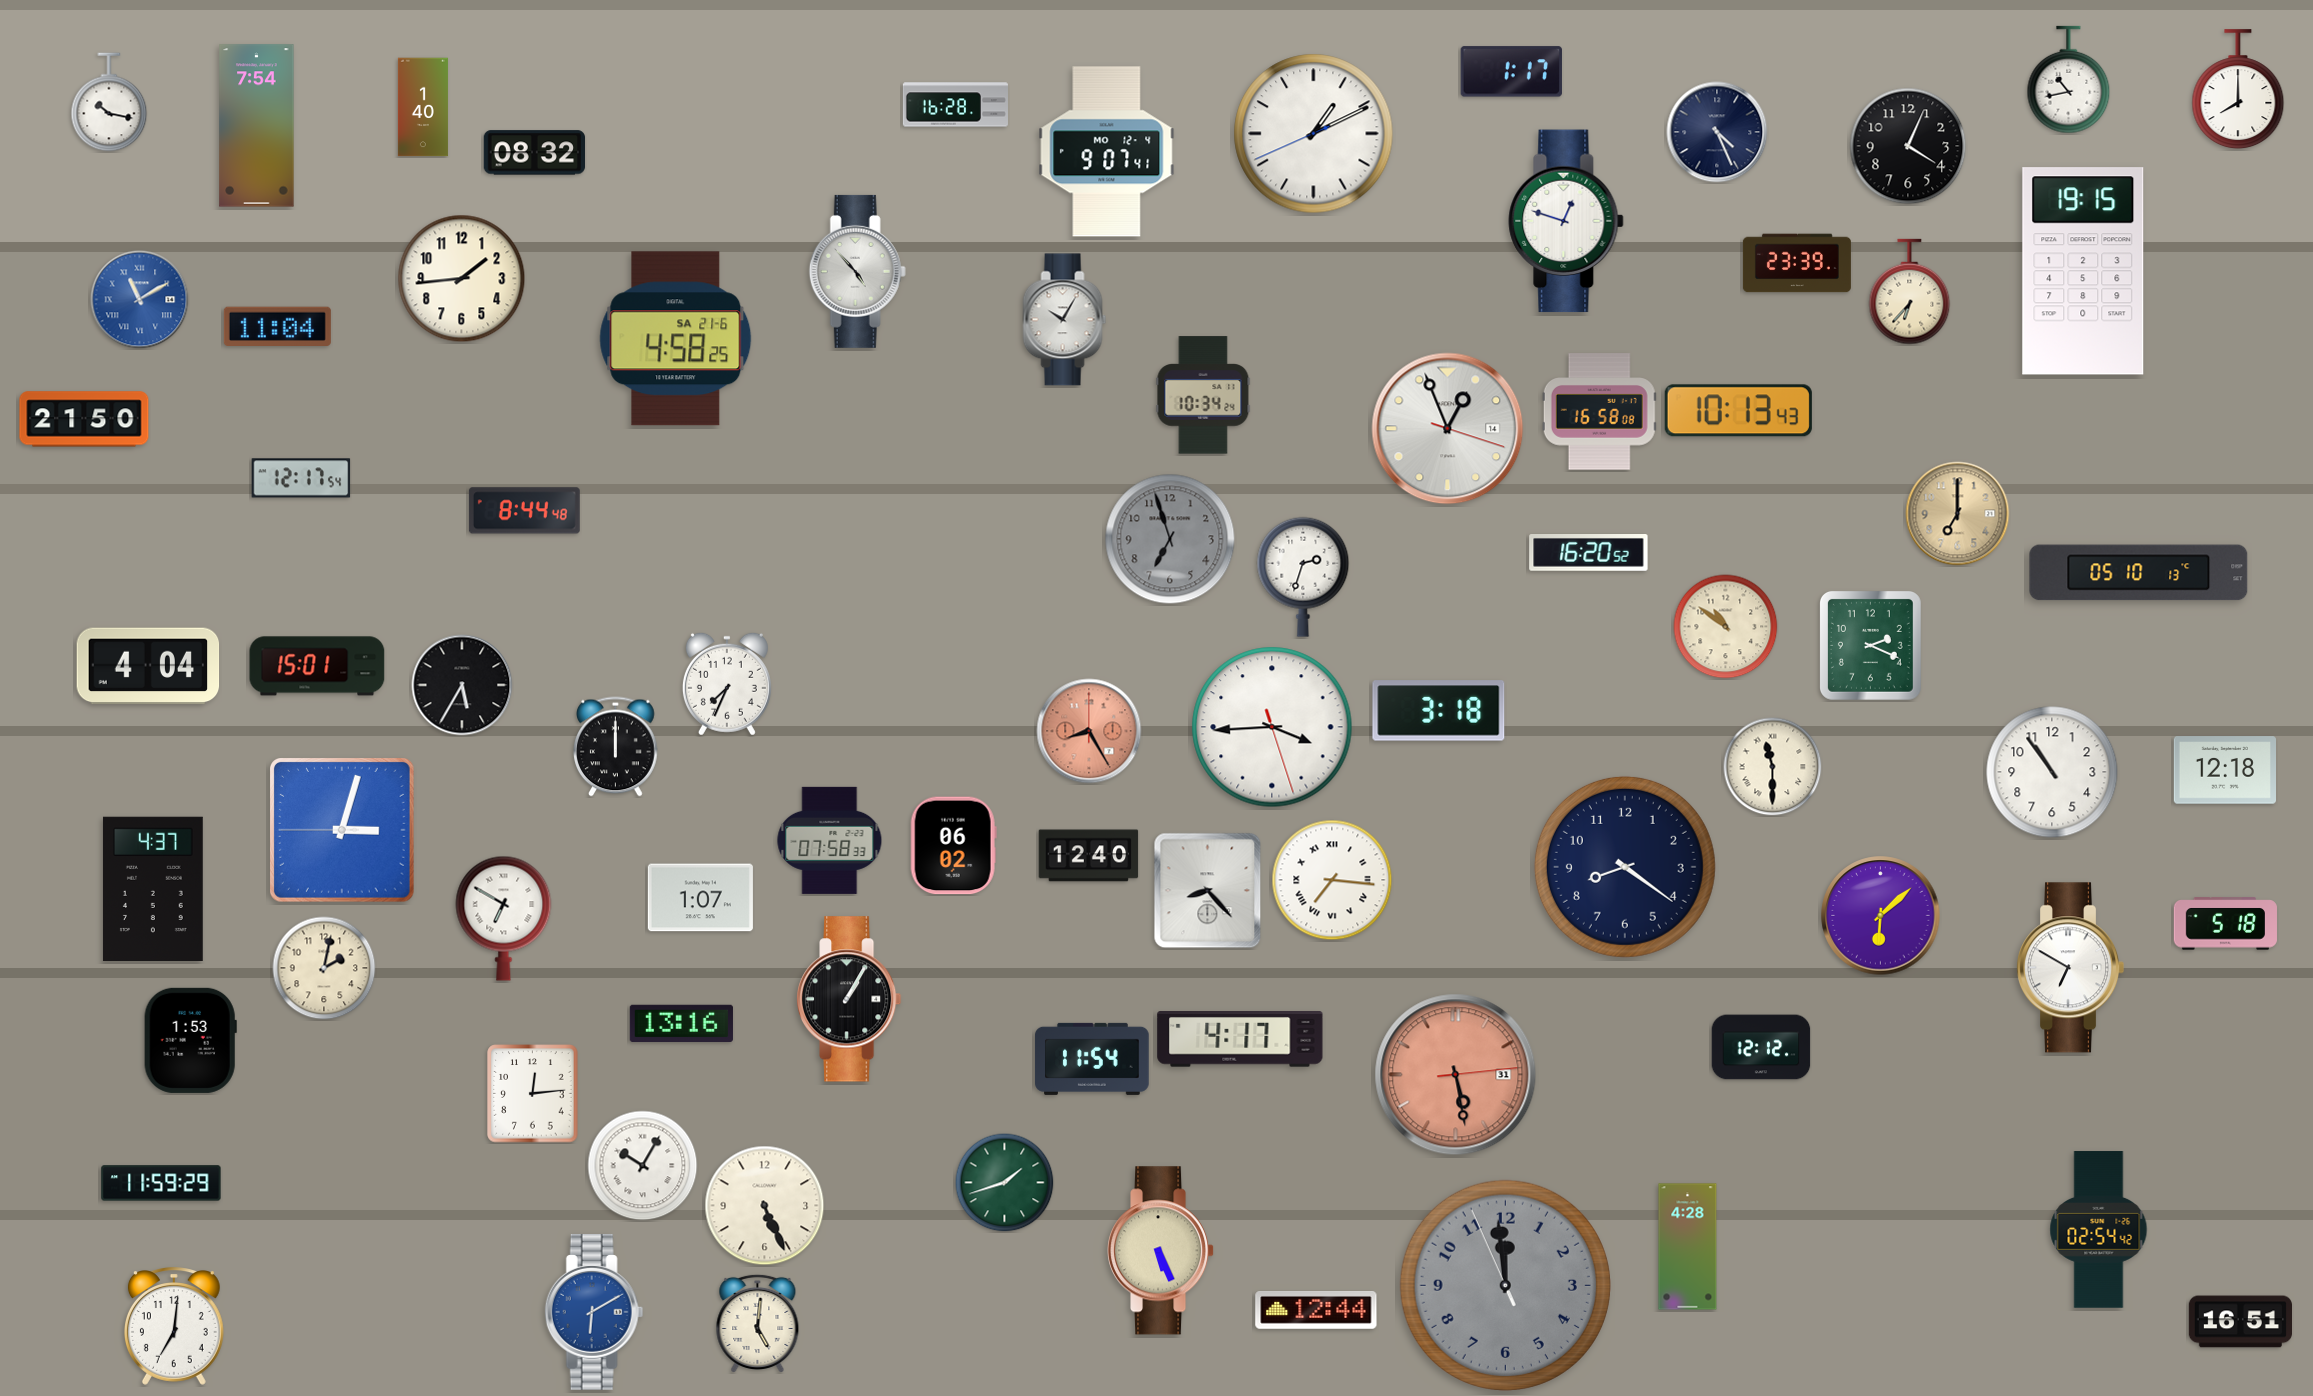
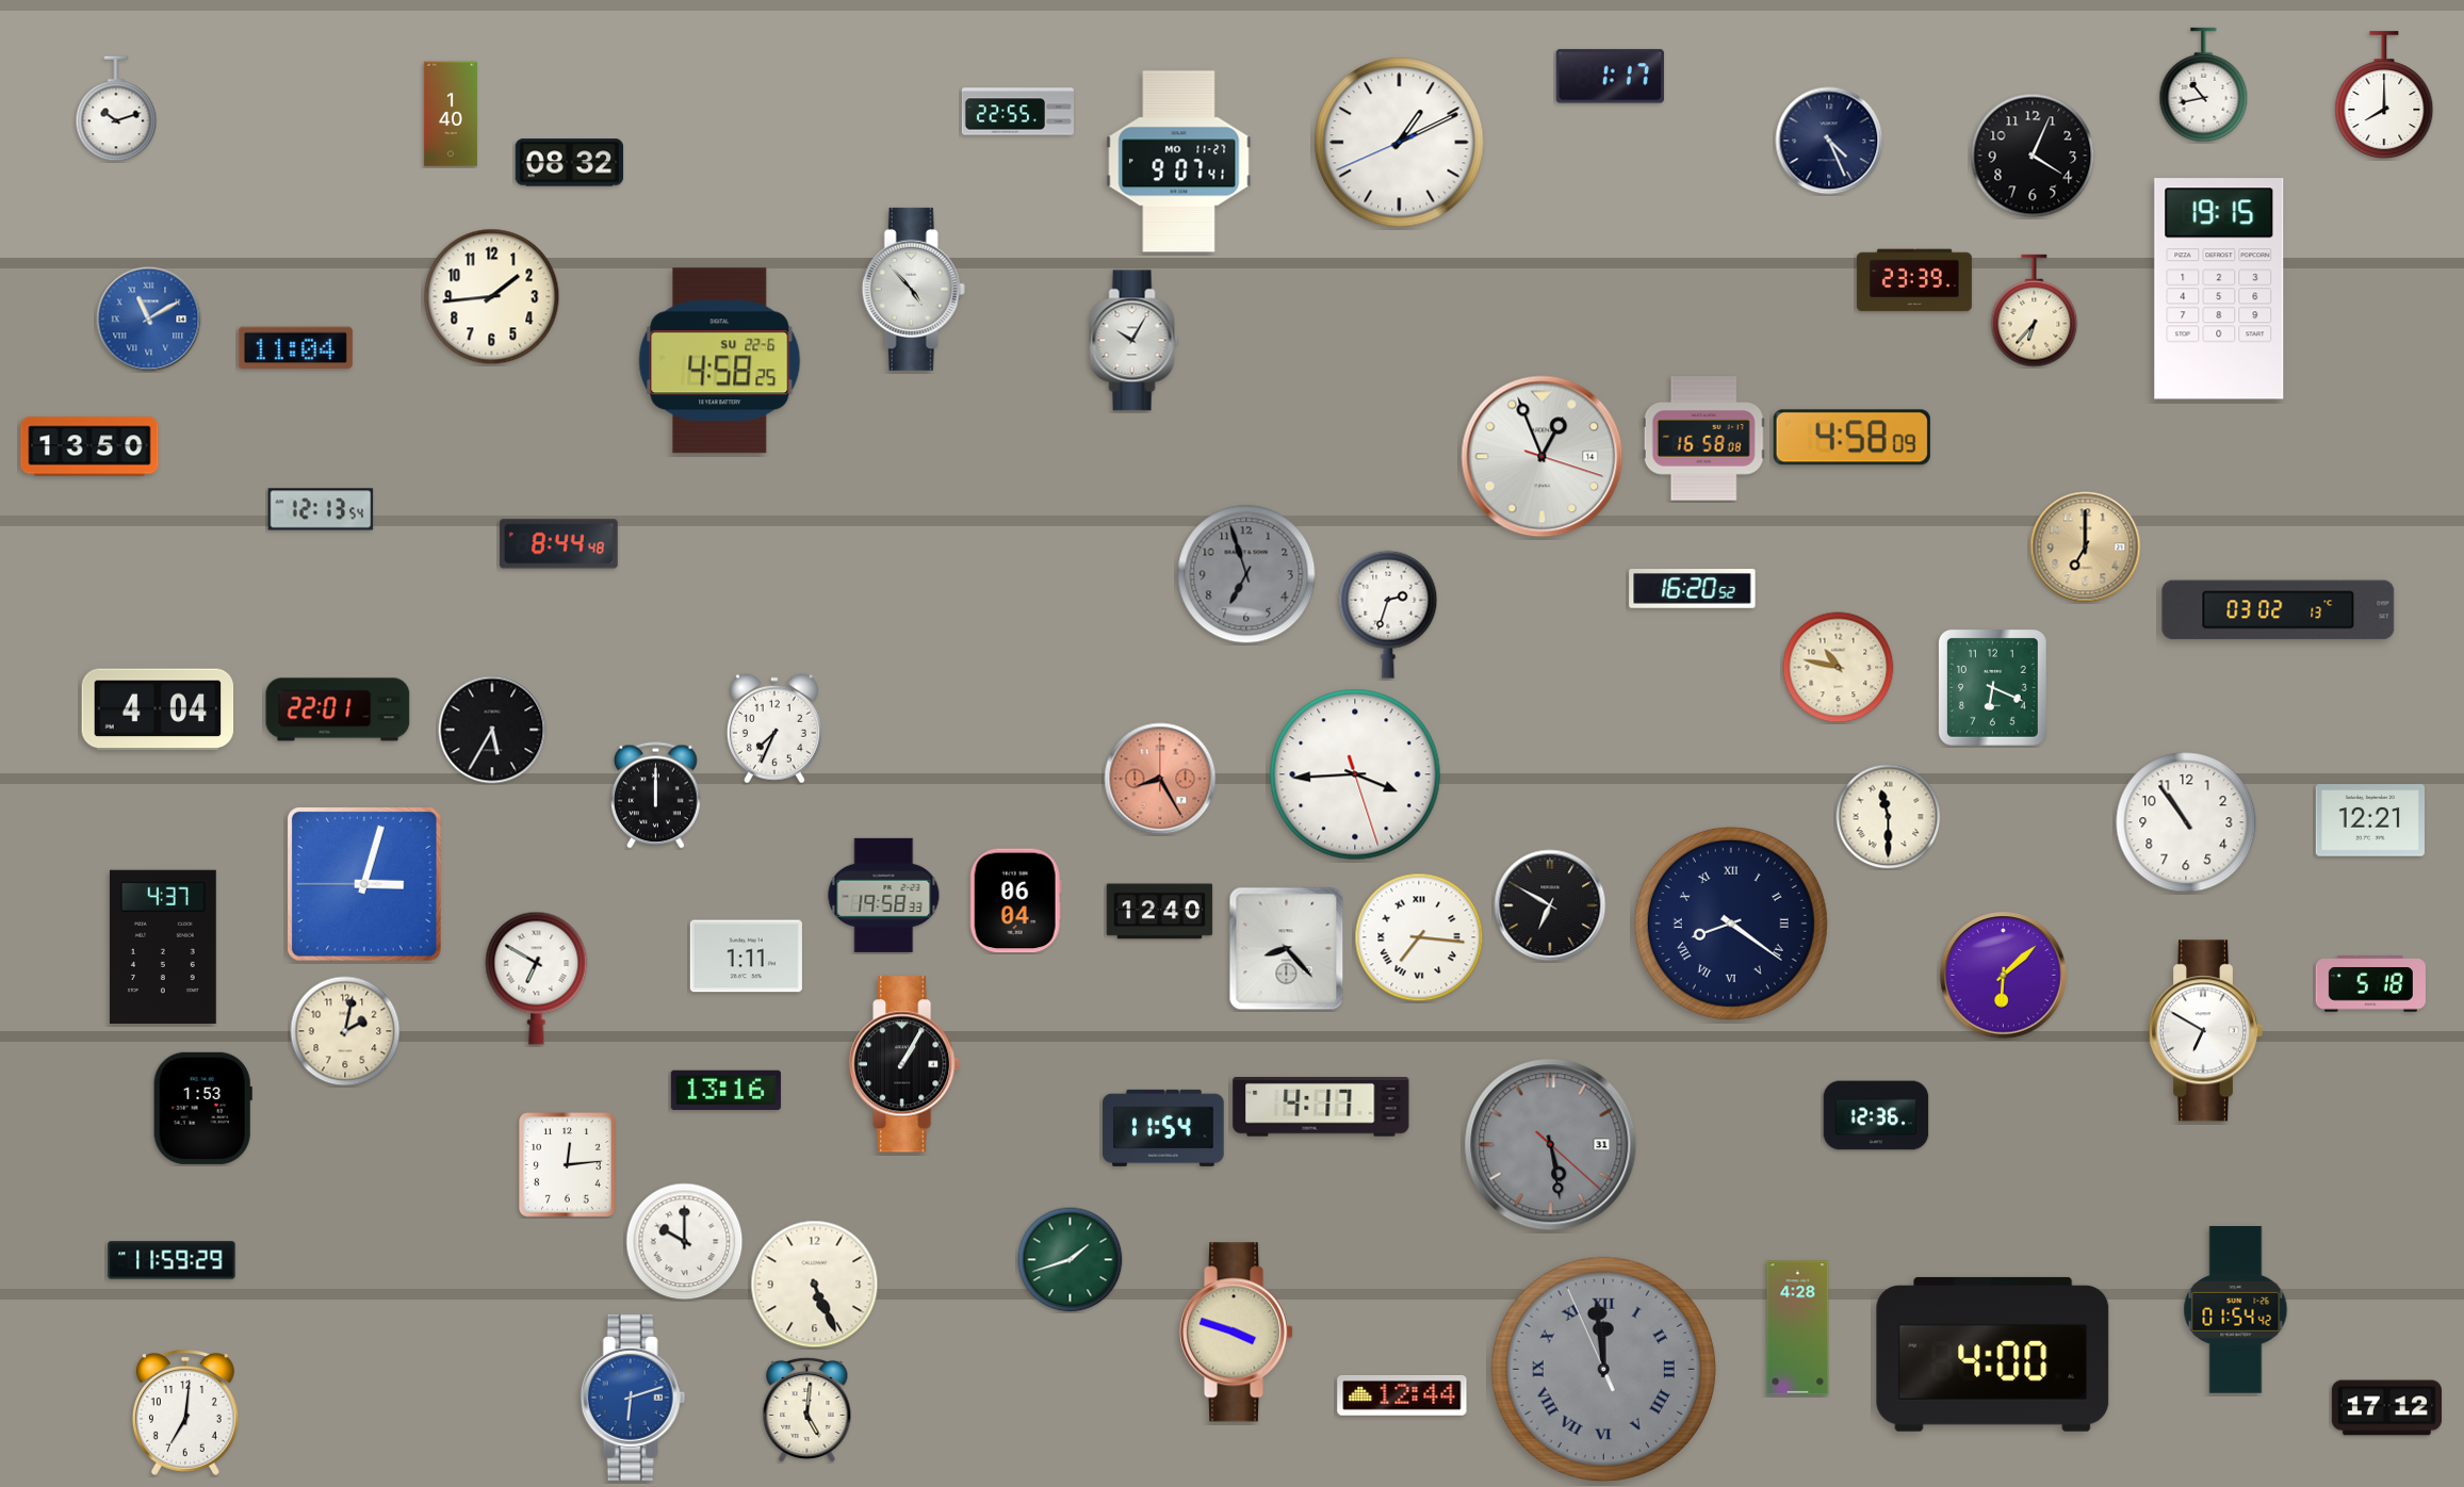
clock at (109, 102): 10:17 -> 10:12
clock at (955, 105): 16:28 -> 22:55
clock at (257, 126): 7:54 -> none
clock at (1107, 152) date: MO 12-4 -> MO 11-27
clock at (1566, 221): 12:48 -> none
clock at (676, 339) date: SA 21-6 -> SU 22-6
clock at (1203, 395): 10:34 -> none
clock at (1738, 411): 10:13 -> 4:58
clock at (84, 419): 21:50 -> 13:50
clock at (301, 478): 12:17 -> 12:13
clock at (2139, 573): 05:10 -> 03:02
clock at (1726, 627): 10:51 -> 10:47
clock at (1870, 645): 2:19 -> 6:19
clock at (317, 666): 15:01 -> 22:01
clock at (1439, 711): 3:18 -> none
clock at (2224, 770): 12:18 -> 12:21
clock at (830, 840): 07:58 -> 19:58
clock at (953, 846): 06:02 -> 06:04
clock at (1550, 905): none -> 6:50
clock at (1625, 867) numerals: Arabic -> Roman
clock at (700, 898): 1:07 -> 1:11
clock at (1761, 1047): 12:12 -> 12:36
clock at (1456, 1075): 5:28:14 -> 5:28:22
clock at (1456, 1075) dial: salmon -> grey
clock at (643, 1166): 10:05 -> 10:00
clock at (2099, 1230): 02:54 -> 01:54
clock at (1162, 1251): 5:26 -> 3:48
clock at (1993, 1354): none -> 4:00
clock at (1505, 1285) numerals: Arabic -> Roman
clock at (594, 1312): 6:10 -> 6:12
clock at (2240, 1322): 16:51 -> 17:12
